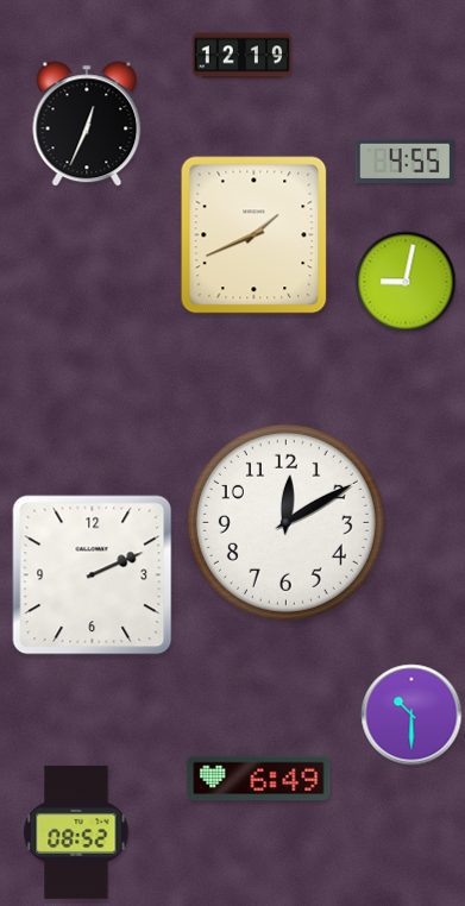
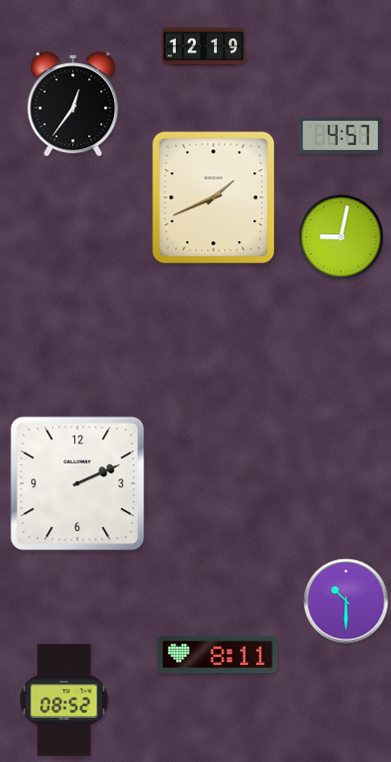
clock at (87, 124): 12:34 -> 12:36
clock at (404, 162): 4:55 -> 4:57
clock at (285, 522): 12:10 -> none
clock at (259, 779): 6:49 -> 8:11
